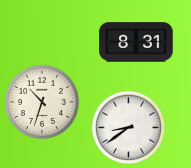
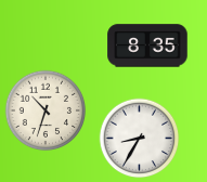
clock at (136, 42): 8:31 -> 8:35
clock at (129, 128): 8:39 -> 8:35
